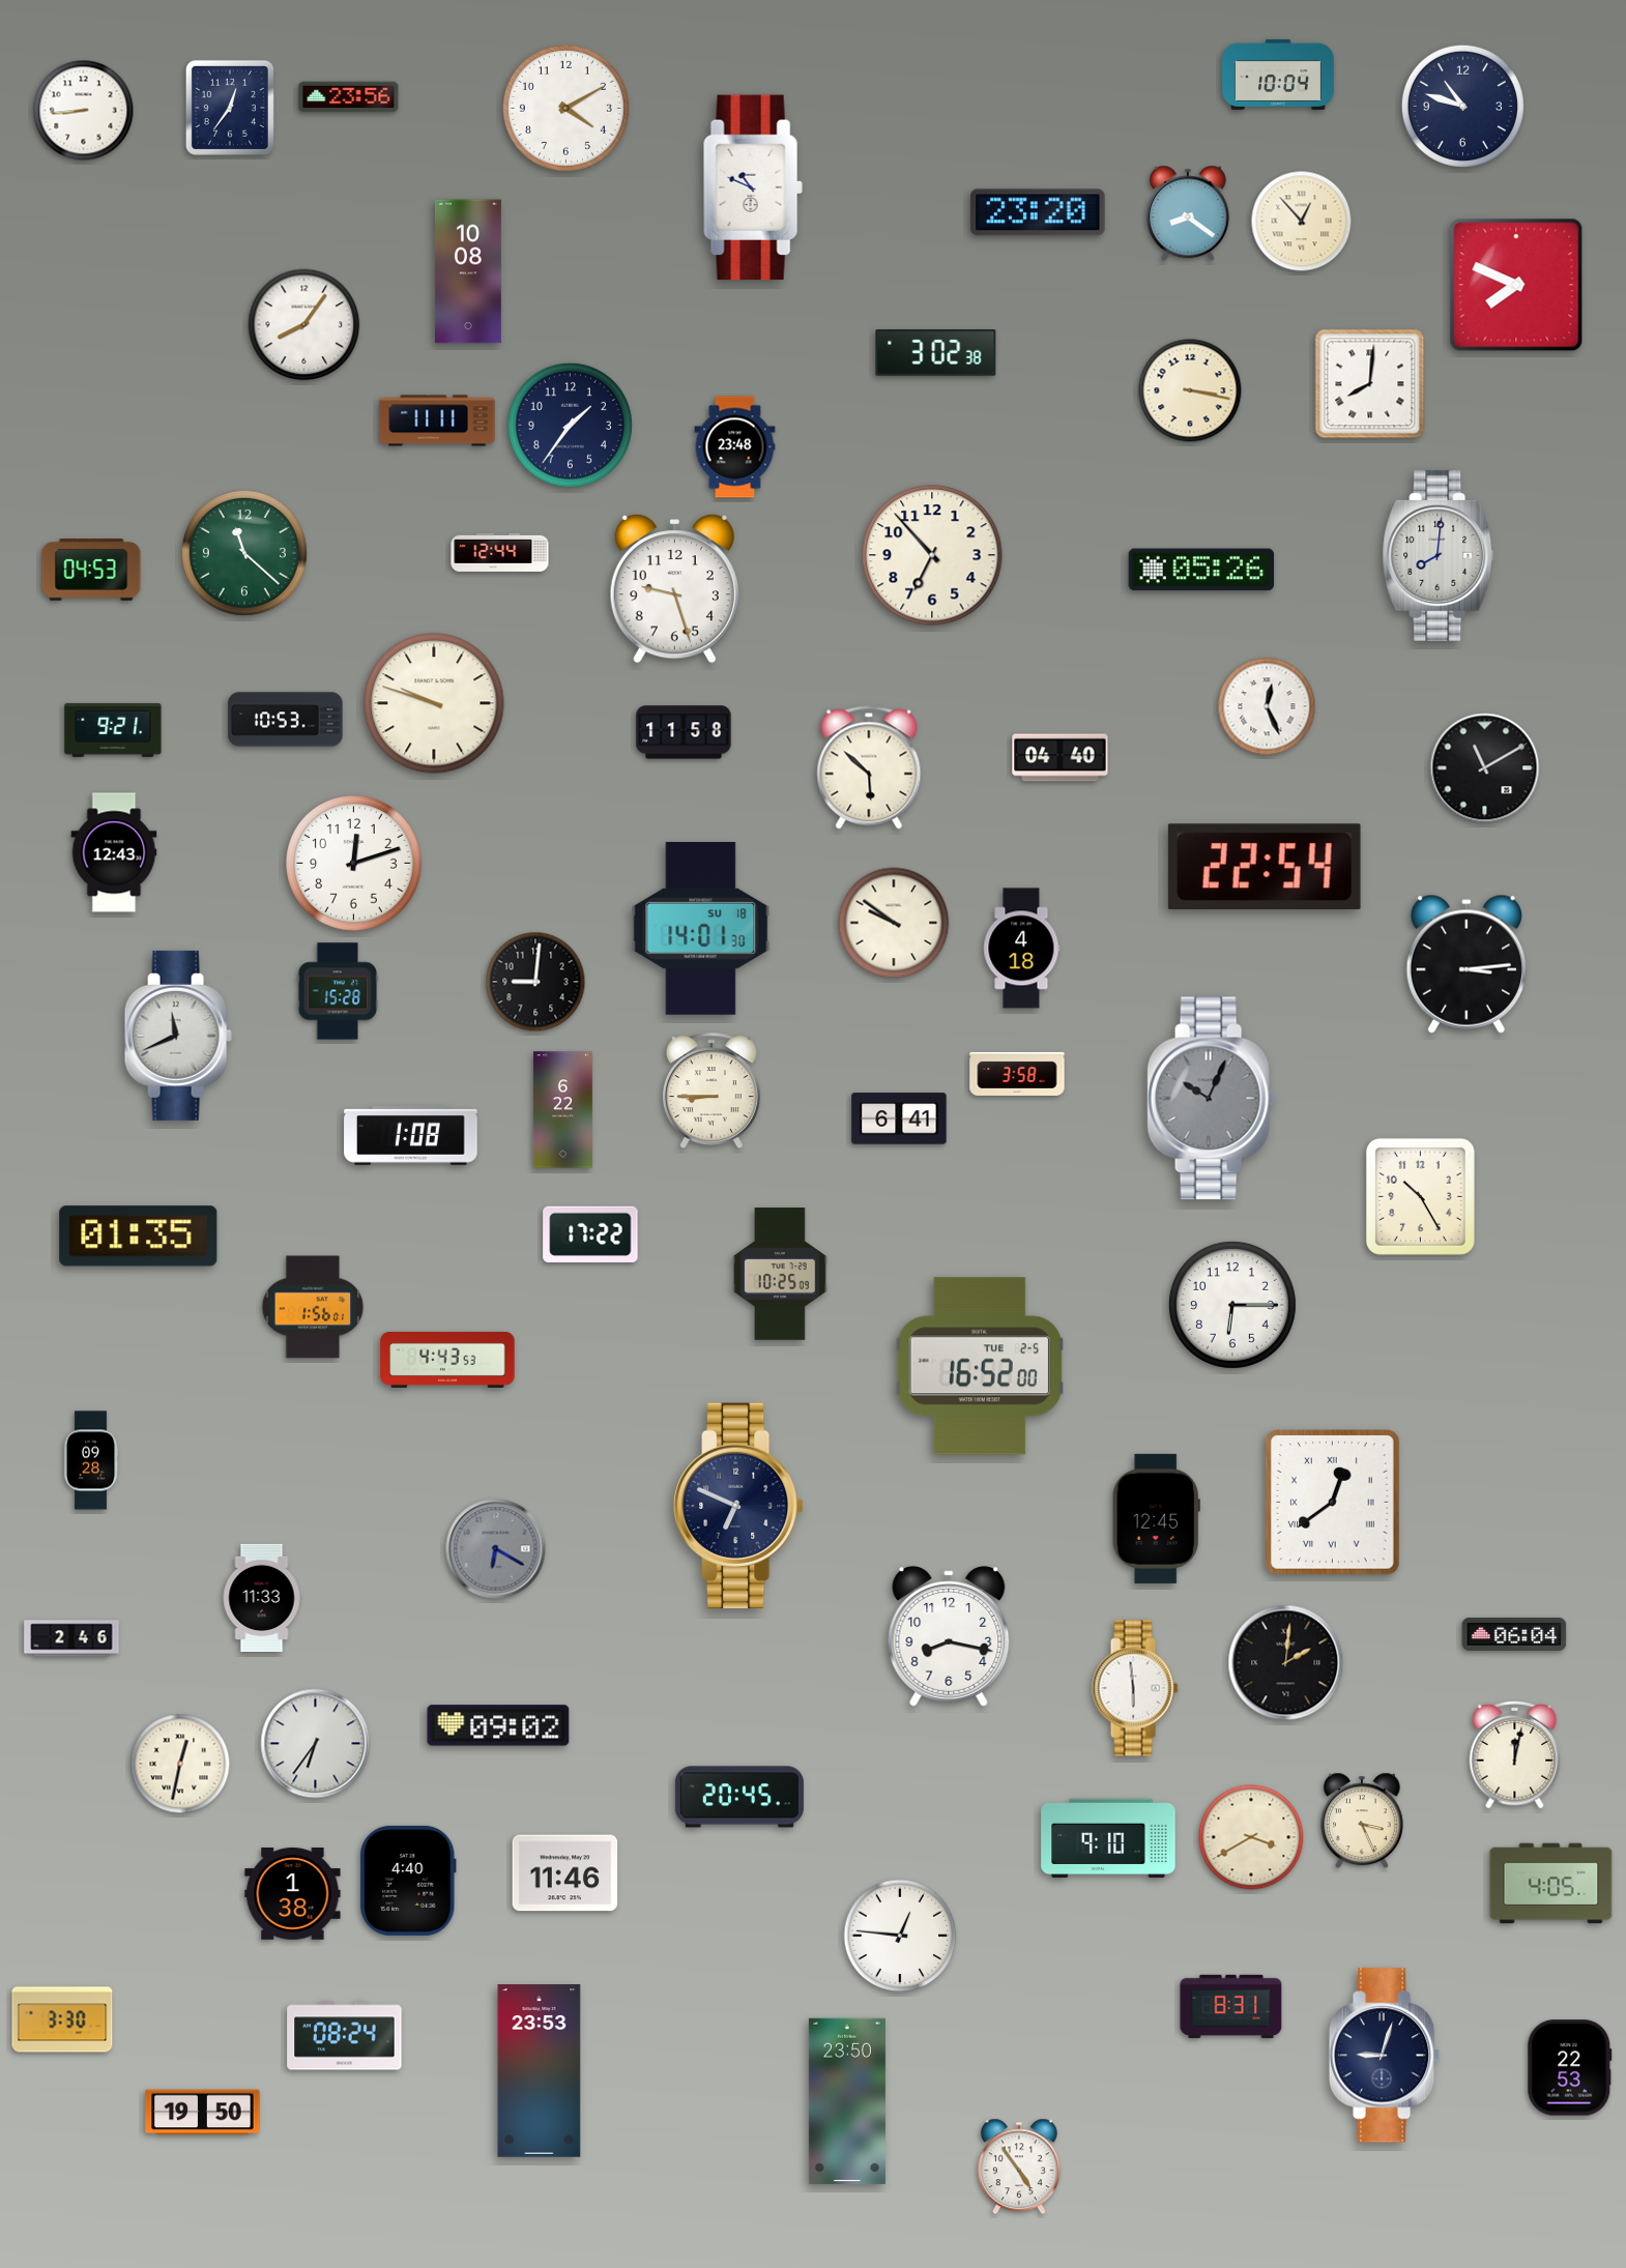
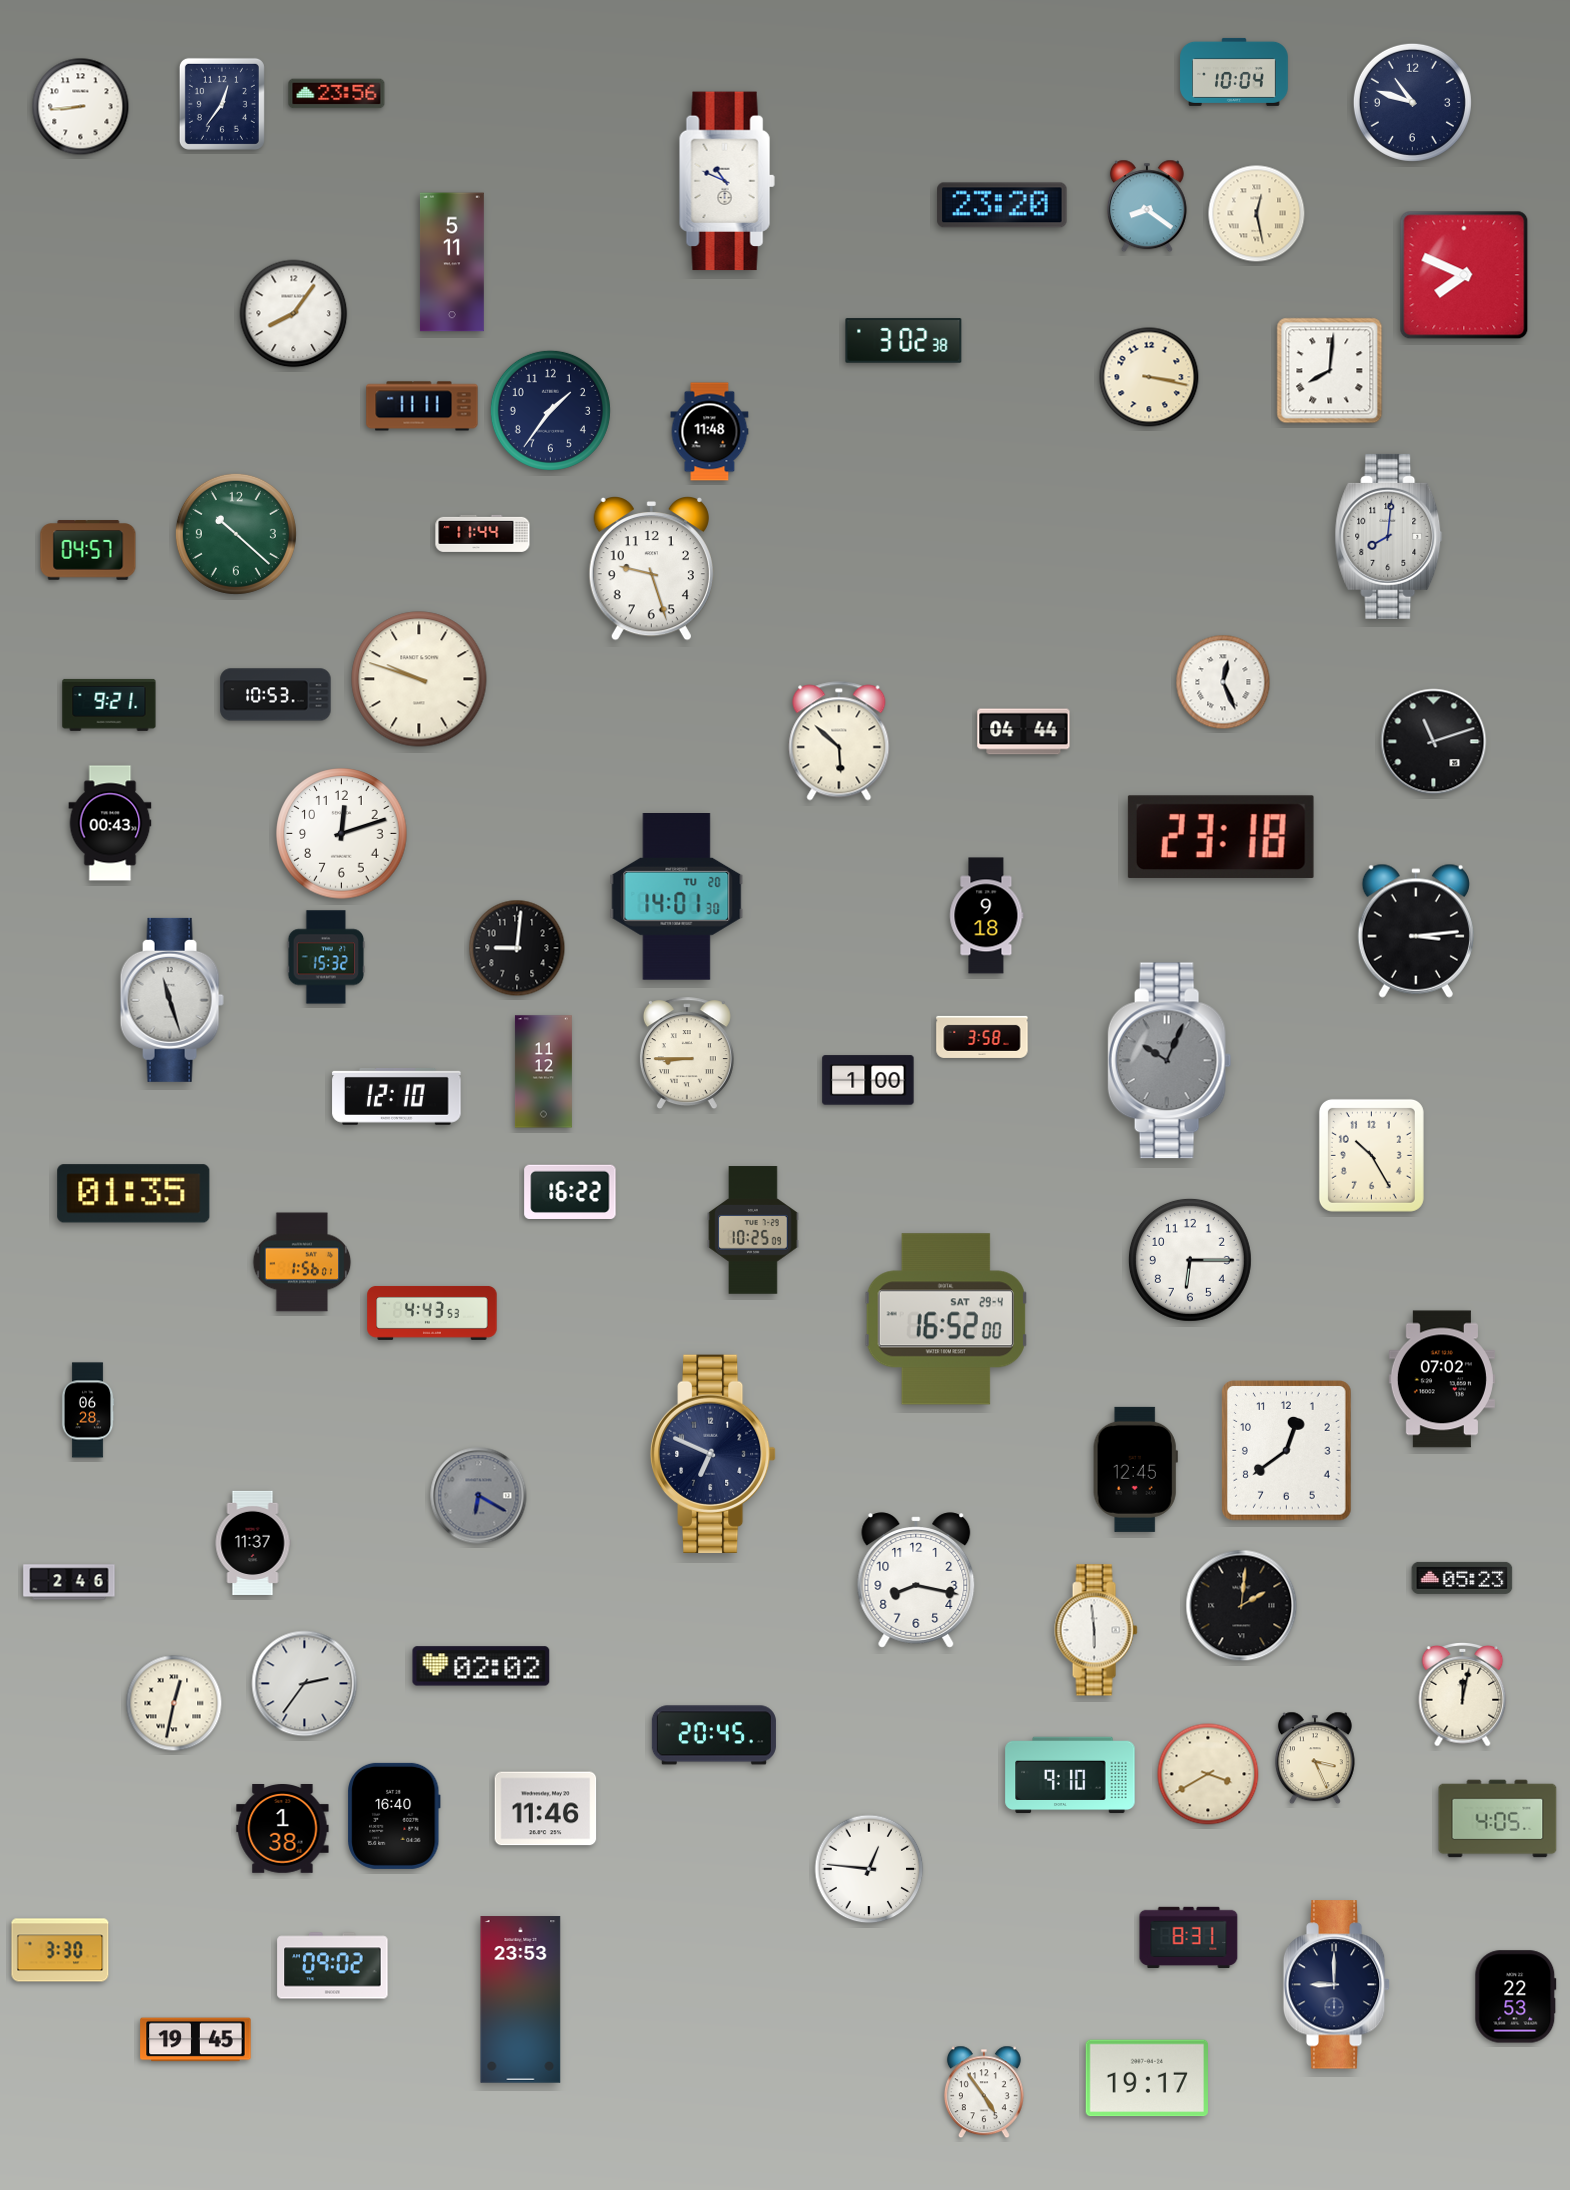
clock at (565, 108): 4:10 -> none
clock at (1302, 222): 12:53 -> 12:28
clock at (468, 271): 10:08 -> 5:11
clock at (1370, 384) position: (1370, 384) -> (1330, 371)
clock at (735, 447): 23:48 -> 11:48
clock at (500, 552): 12:44 -> 11:44
clock at (244, 553): 11:22 -> 10:22
clock at (932, 555): 6:53 -> none
clock at (91, 570): 04:53 -> 04:57
clock at (1201, 570): 05:26 -> none
clock at (684, 732): 11:58 -> none
clock at (1061, 758): 04:40 -> 04:44
clock at (1485, 768): 11:10 -> 11:12
clock at (114, 852): 12:43 -> 00:43
clock at (1265, 867): 22:54 -> 23:18
clock at (894, 923): 9:51 -> none
clock at (701, 929) date: SU 18 -> TU 20
clock at (1022, 949): 4:18 -> 9:18
clock at (338, 991): 15:28 -> 15:32
clock at (178, 1036): 11:41 -> 11:27
clock at (562, 1110): 6:22 -> 11:12
clock at (899, 1118): 6:41 -> 1:00
clock at (411, 1135): 1:08 -> 12:10
clock at (590, 1234): 17:22 -> 16:22
clock at (980, 1366) date: TUE 2-5 -> SAT 29-4
clock at (1442, 1379): none -> 07:02
clock at (91, 1460): 09:28 -> 06:28
clock at (1333, 1503) numerals: Roman -> Arabic
clock at (1156, 1518) position: (1156, 1518) -> (1135, 1469)
clock at (262, 1597): 11:33 -> 11:37
clock at (1514, 1634): 06:04 -> 05:23
clock at (498, 1725): 09:02 -> 02:02
clock at (316, 1744): 6:36 -> 2:36
clock at (409, 1881): 4:40 -> 16:40
clock at (345, 2036): 08:24 -> 09:02
clock at (1385, 2056): 9:03 -> 9:00
clock at (847, 2101): 23:50 -> none
clock at (203, 2113): 19:50 -> 19:45
clock at (1146, 2078): none -> 19:17
